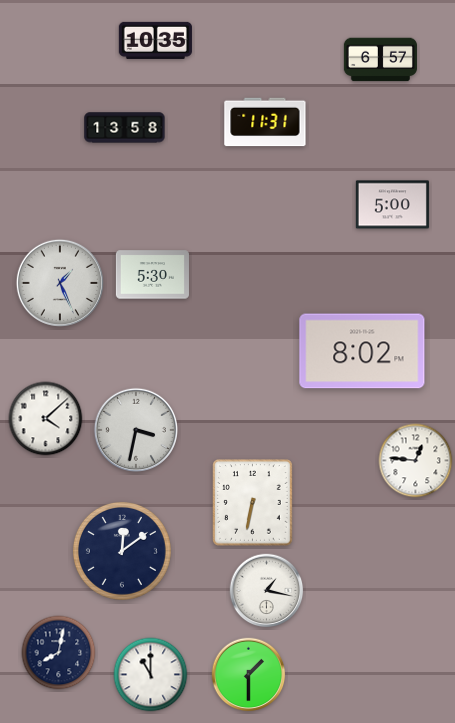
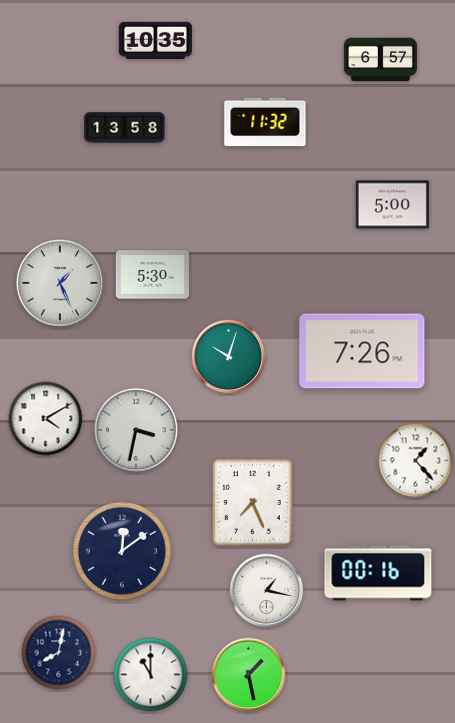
clock at (265, 122): 11:31 -> 11:32
clock at (362, 351): 8:02 -> 7:26
clock at (229, 357): none -> 10:03
clock at (46, 419): 4:08 -> 4:10
clock at (416, 461): 12:46 -> 1:23
clock at (253, 503): 6:32 -> 7:26
clock at (378, 573): none -> 00:16
clock at (249, 675): 1:30 -> 1:28
